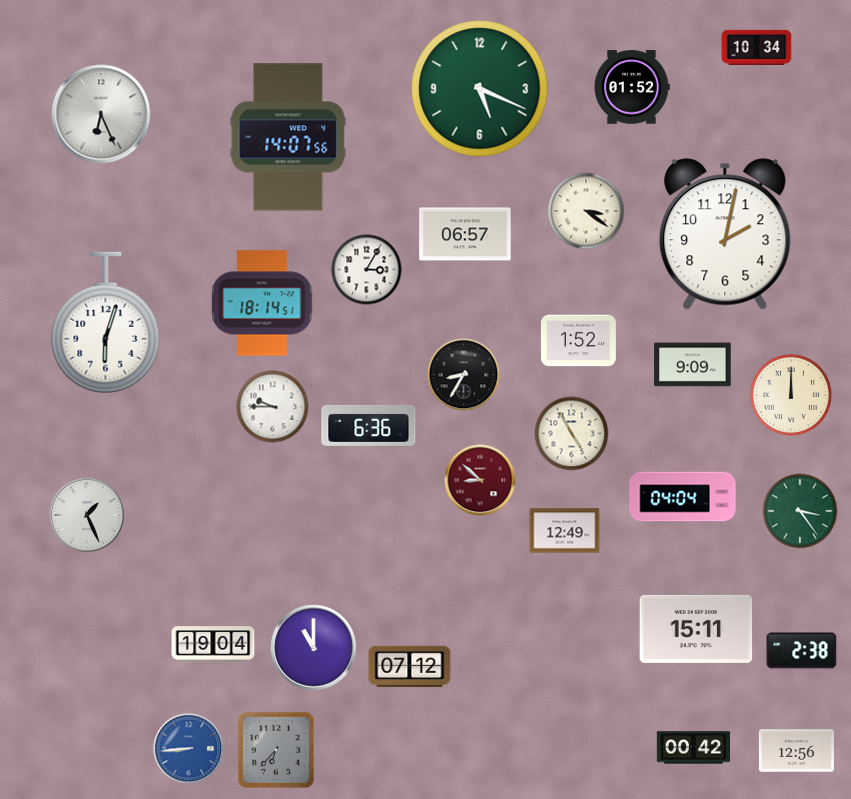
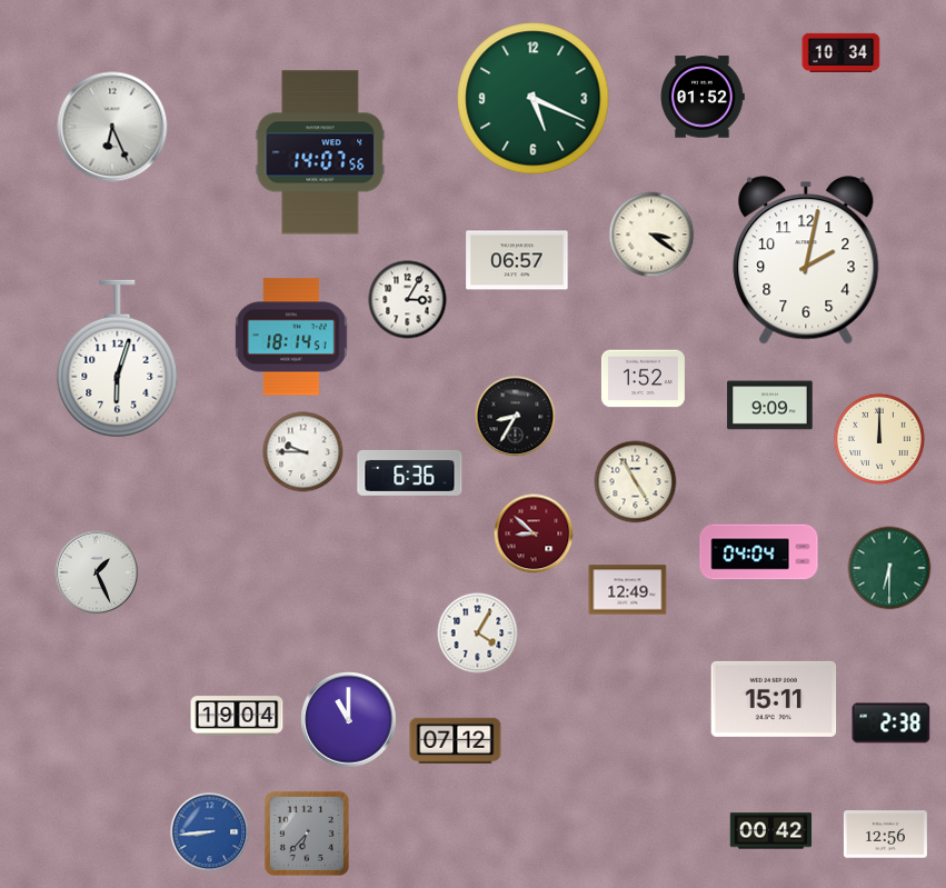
clock at (800, 511): 3:24 -> 6:30
clock at (478, 633): none -> 4:05
